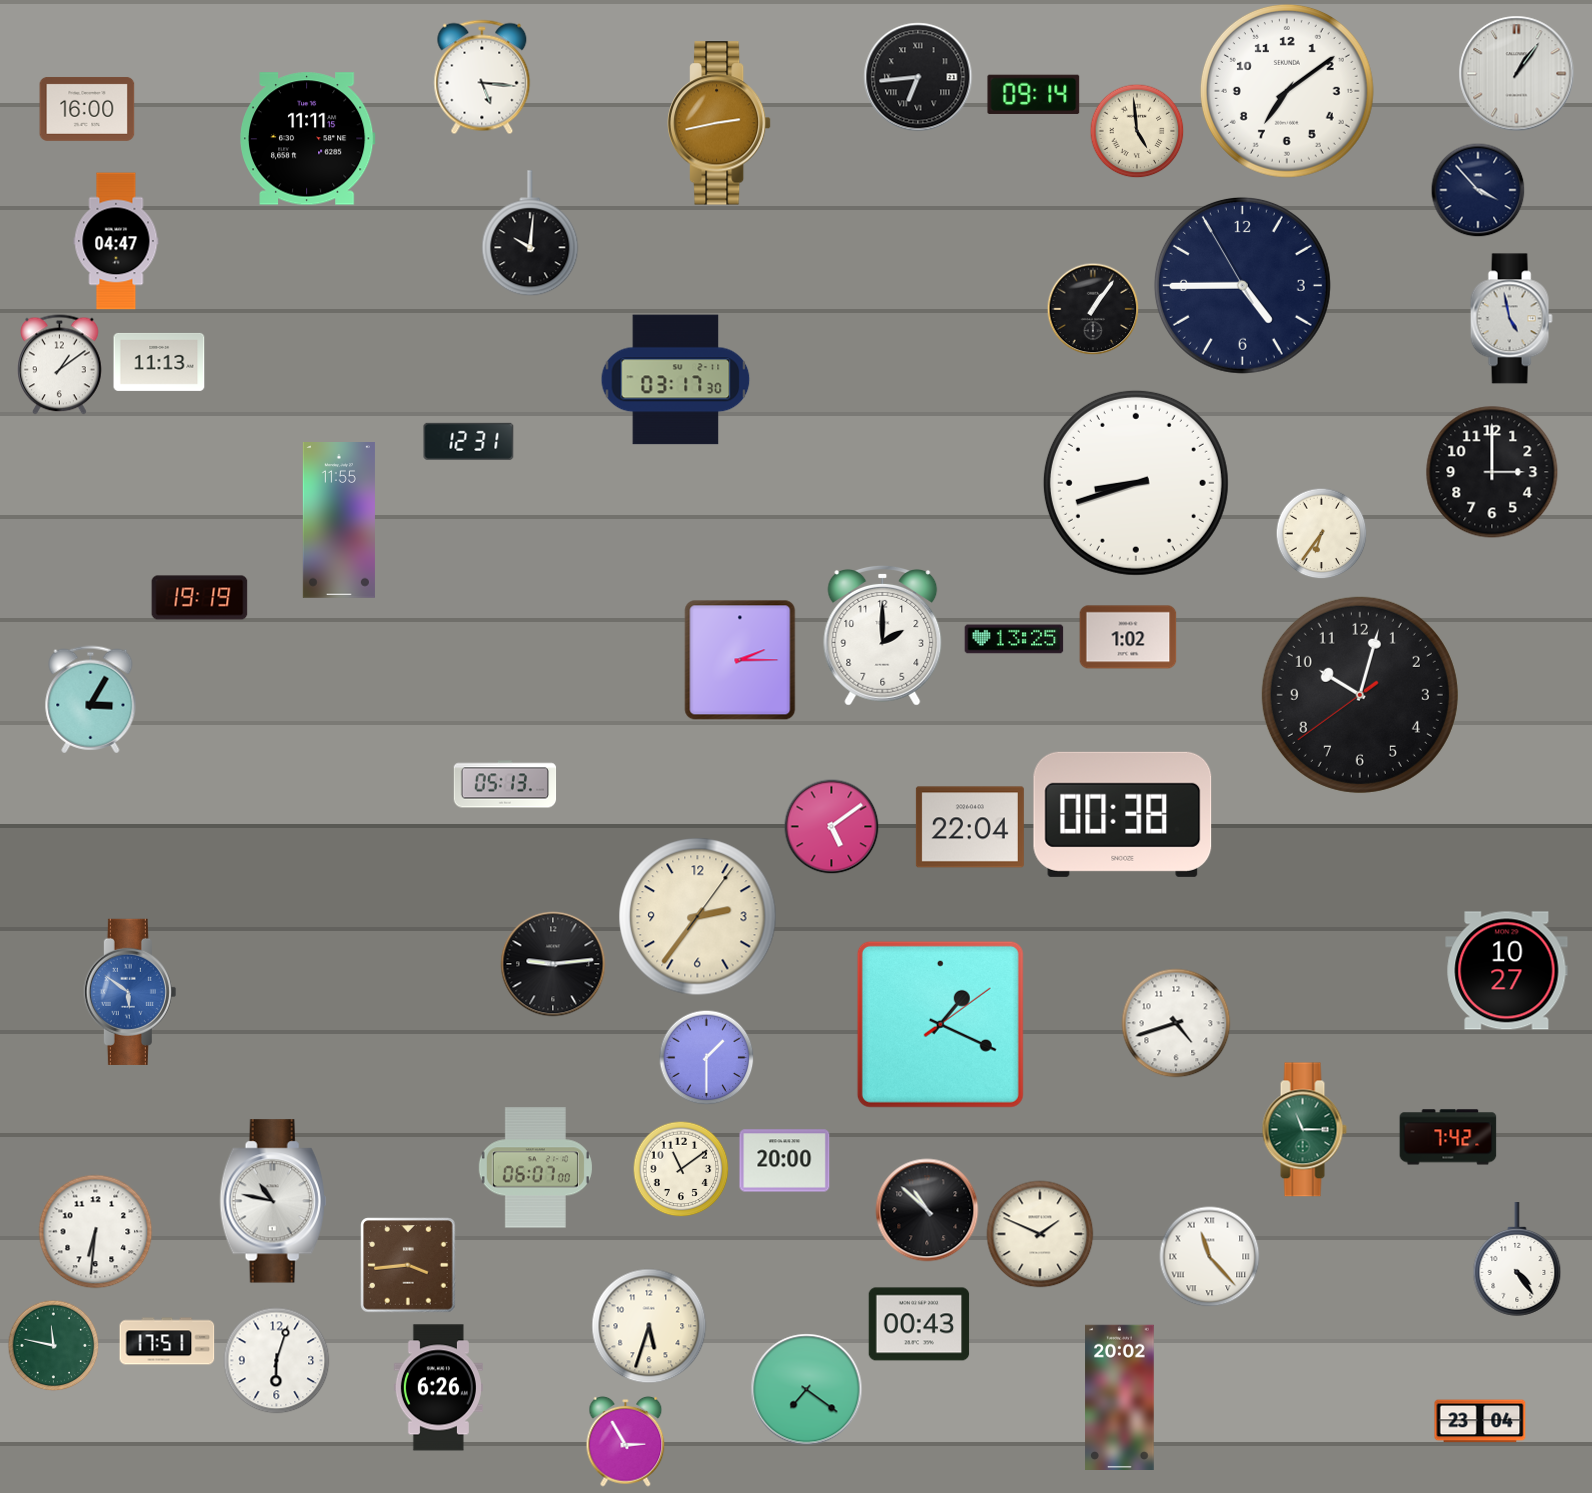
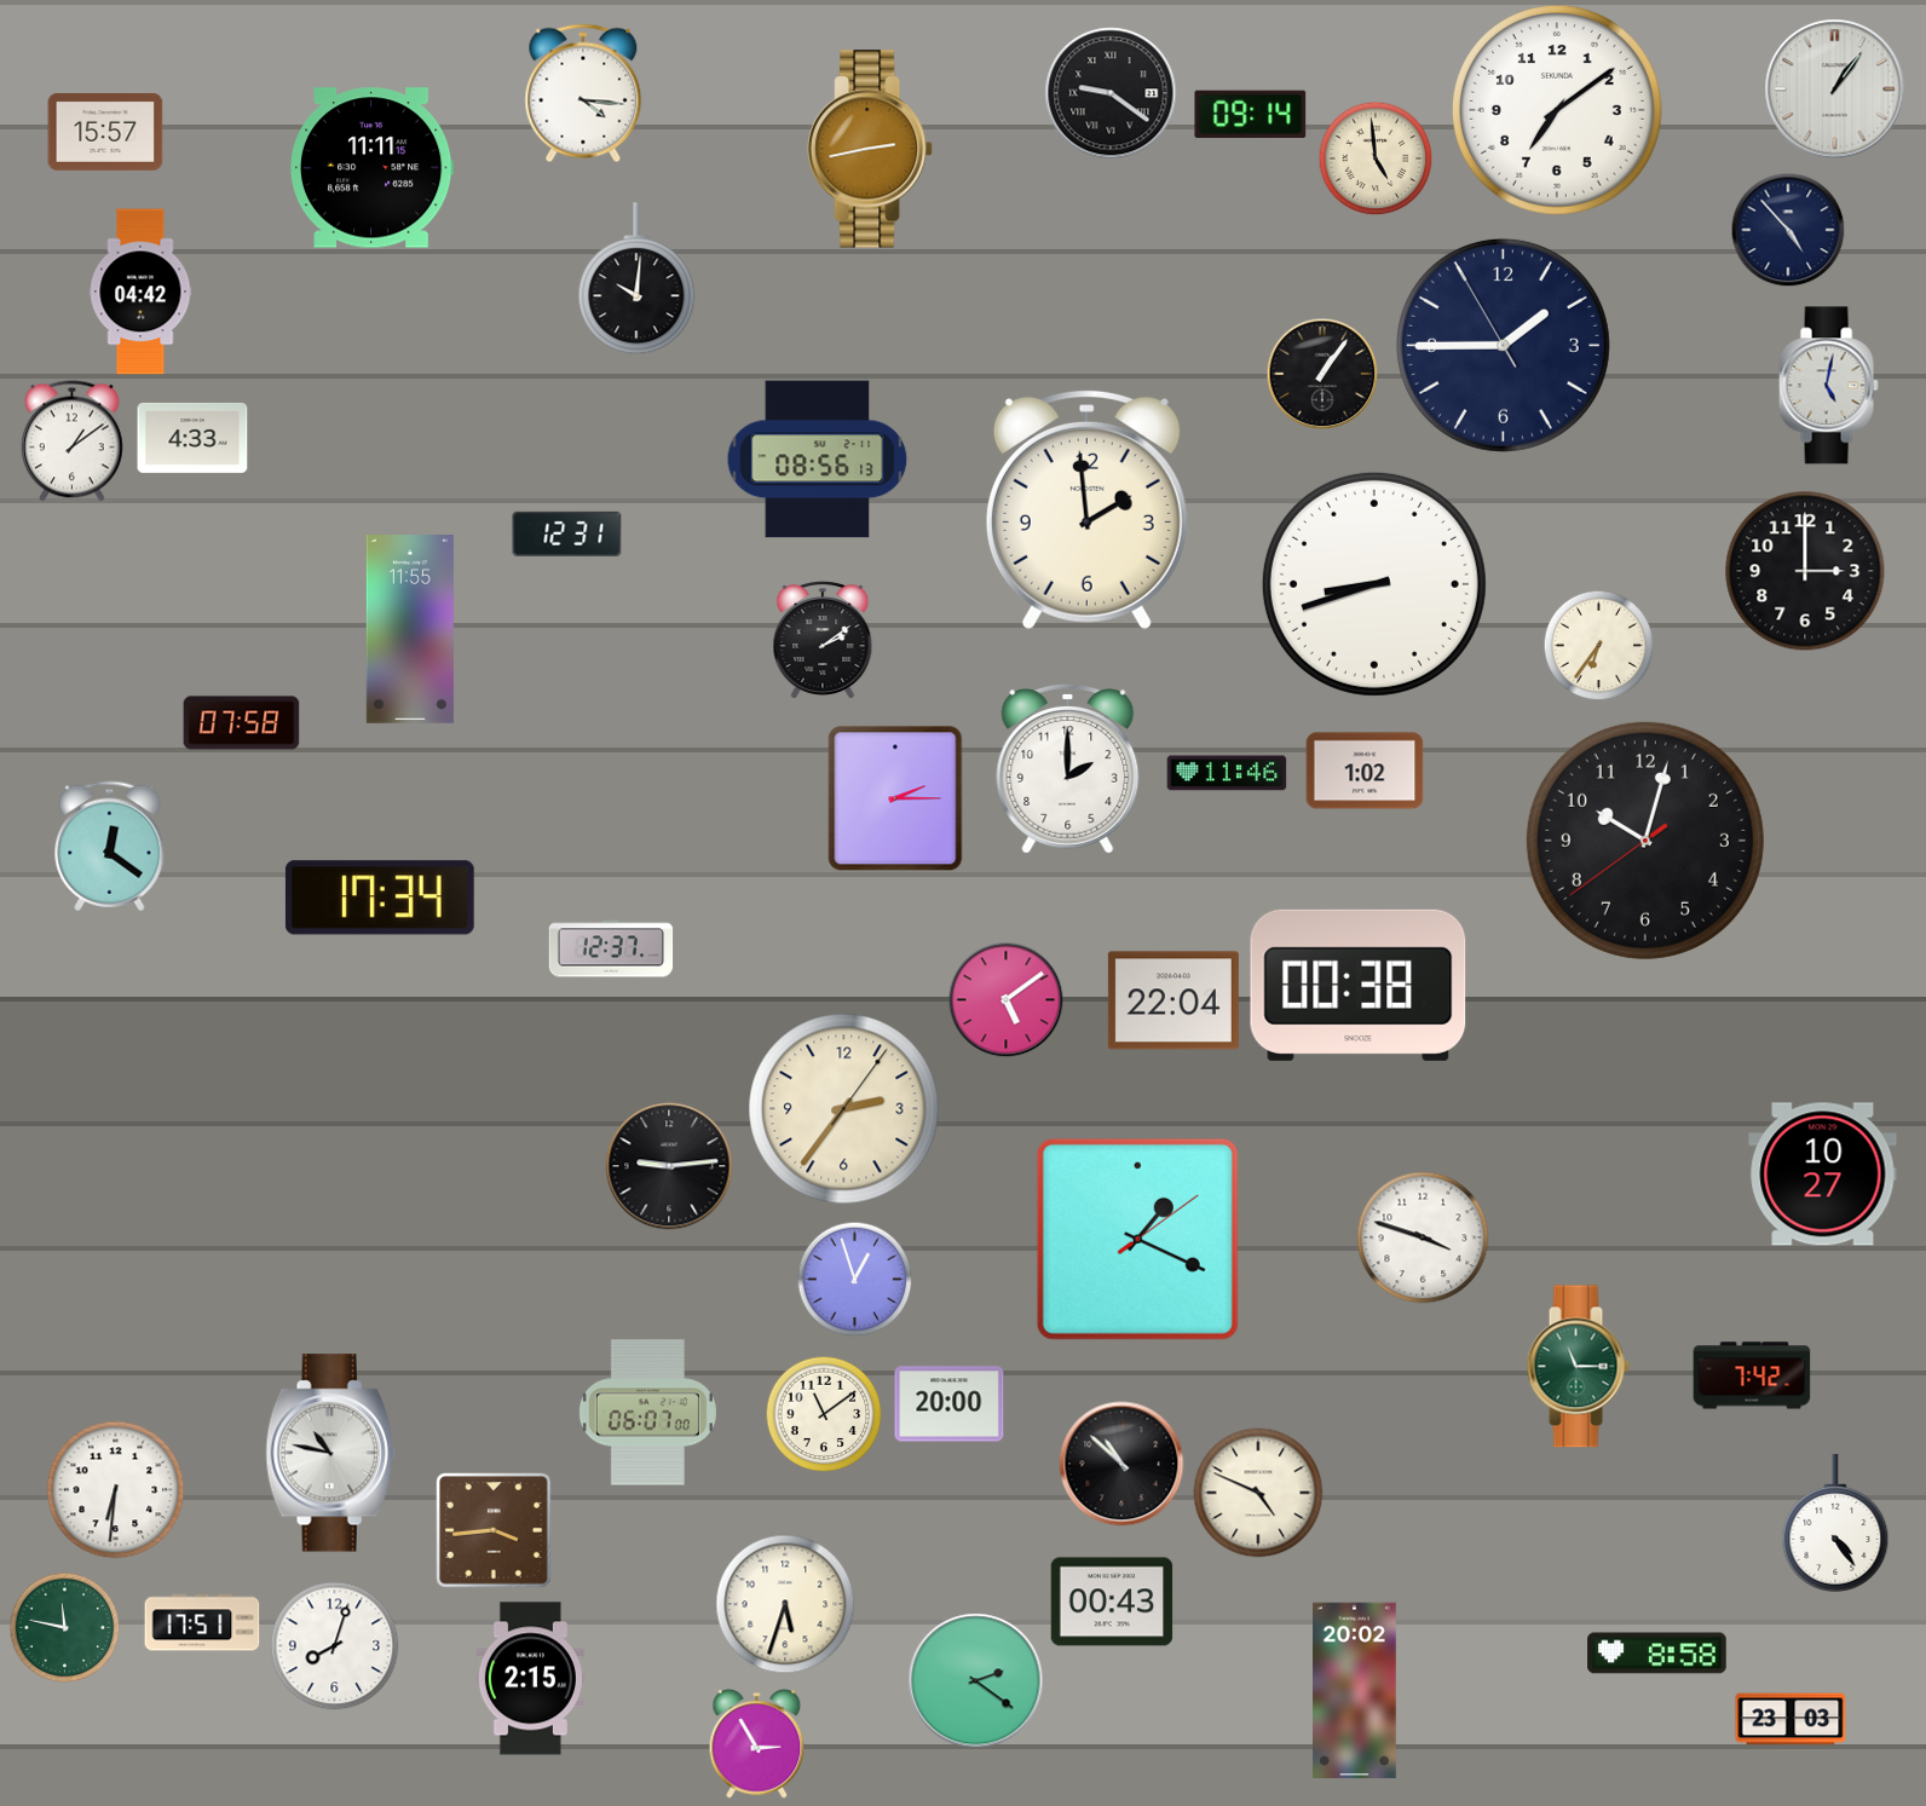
clock at (482, 77): 5:16 -> 4:16
clock at (918, 77): 6:44 -> 9:21
clock at (87, 109): 16:00 -> 15:57
clock at (1478, 190): 3:53 -> 4:53
clock at (530, 234) position: (530, 234) -> (636, 279)
clock at (116, 241): 04:47 -> 04:42
clock at (1242, 285): 4:44 -> 1:44
clock at (1511, 319): 4:58 -> 5:02
clock at (159, 362): 11:13 -> 4:33
clock at (676, 380): 03:17 -> 08:56
clock at (1086, 509): none -> 1:59
clock at (823, 641): none -> 2:09
clock at (200, 598): 19:19 -> 07:58
clock at (1014, 639): 13:25 -> 11:46
clock at (91, 700): 3:05 -> 12:21
clock at (380, 898): none -> 17:34
clock at (505, 784): 05:13 -> 12:37
clock at (130, 992): 5:51 -> none
clock at (1176, 1023): 4:42 -> 3:48
clock at (706, 1057): 1:30 -> 12:57
clock at (1040, 1234): 1:49 -> 4:49
clock at (1210, 1257): 11:23 -> none
clock at (277, 1361): 6:03 -> 8:03
clock at (1657, 1654): none -> 8:58
clock at (438, 1388): 6:26 -> 2:15
clock at (807, 1390): 7:21 -> 2:21
clock at (1480, 1421): 23:04 -> 23:03
